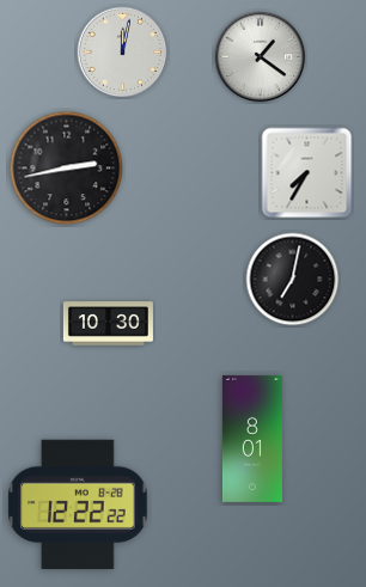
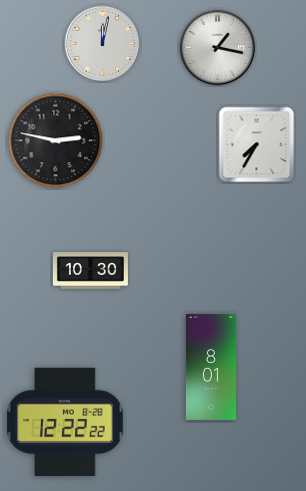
clock at (261, 57): 1:21 -> 1:17
clock at (67, 169): 2:43 -> 2:47
clock at (293, 280): 7:02 -> none
